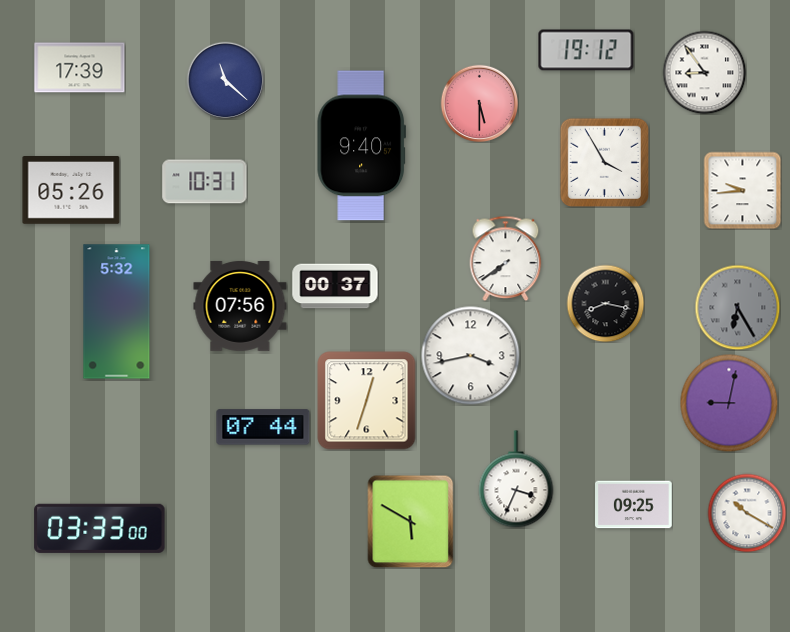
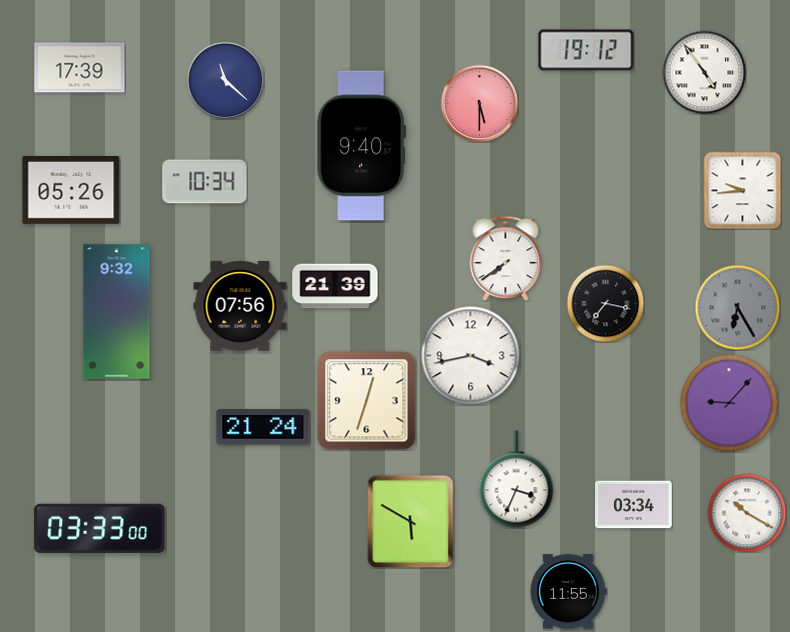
clock at (704, 72): 8:54 -> 4:54
clock at (604, 162): 3:55 -> none
clock at (205, 182): 10:31 -> 10:34
clock at (335, 286): 00:37 -> 21:39
clock at (605, 303): 8:17 -> 7:17
clock at (117, 312): 5:32 -> 9:32
clock at (729, 403): 9:02 -> 9:07
clock at (263, 427): 07:44 -> 21:24
clock at (634, 505): 09:25 -> 03:34
clock at (568, 592): none -> 11:55
